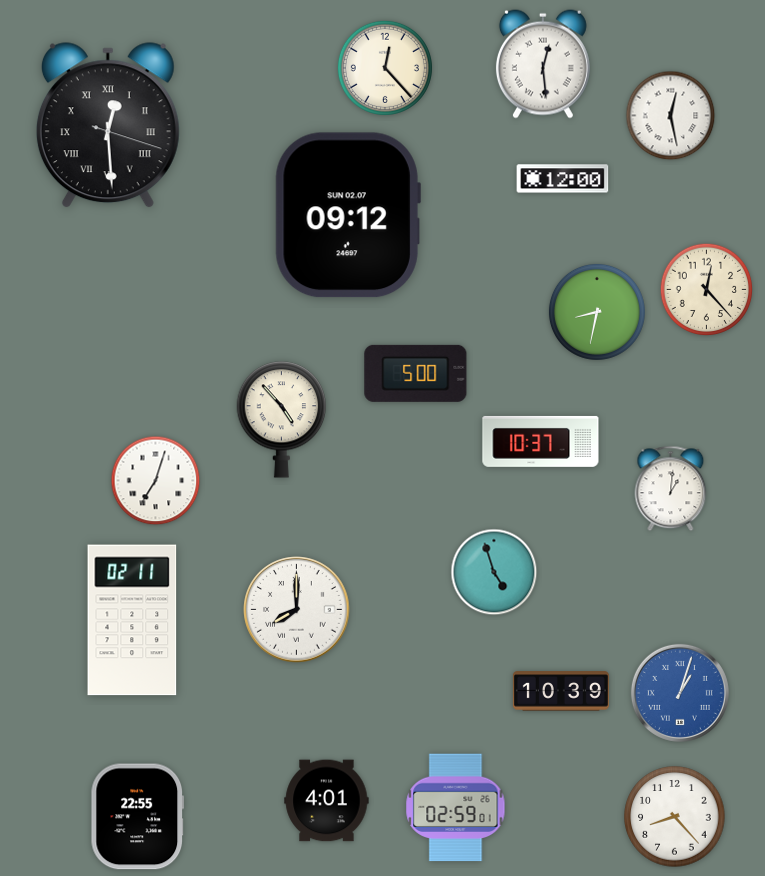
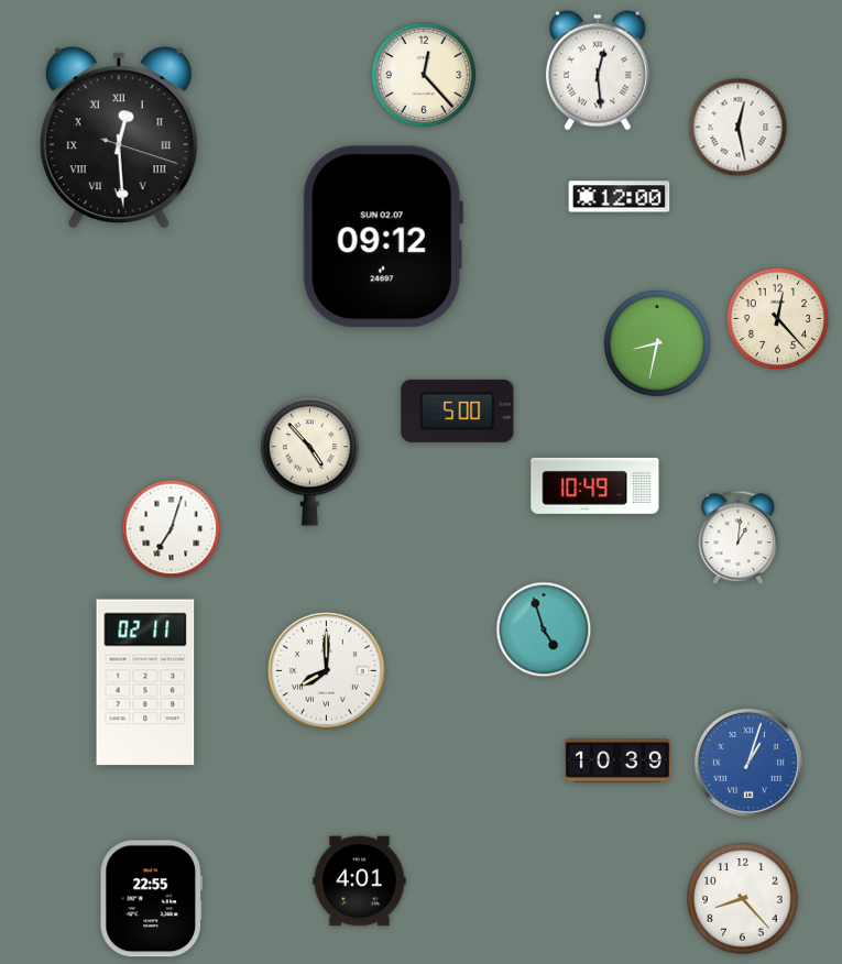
clock at (541, 441): 10:37 -> 10:49
clock at (456, 808): 02:59 -> none
